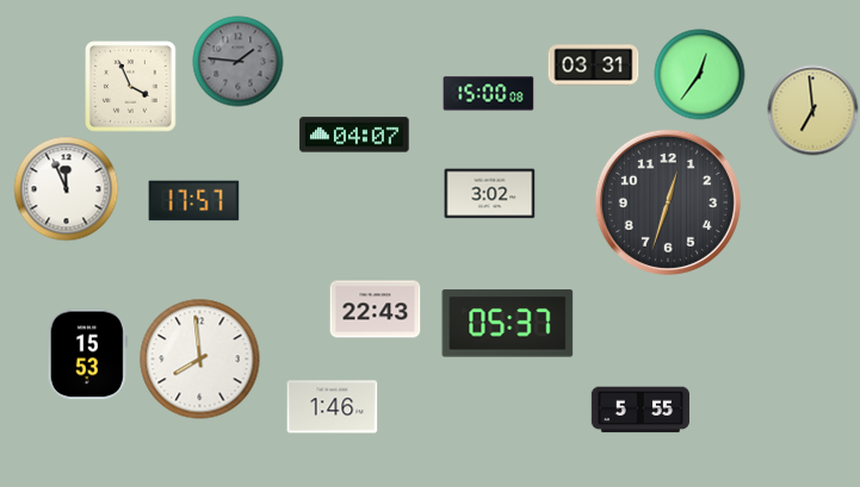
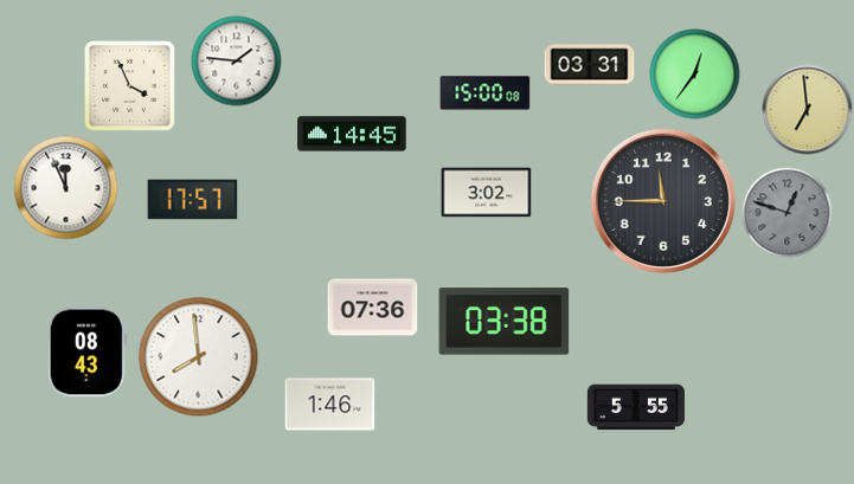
clock at (239, 62) dial: grey -> white
clock at (354, 135): 04:07 -> 14:45
clock at (668, 202): 12:33 -> 11:45
clock at (788, 213): none -> 12:48
clock at (376, 310): 22:43 -> 07:36
clock at (508, 324): 05:37 -> 03:38
clock at (87, 355): 15:53 -> 08:43
